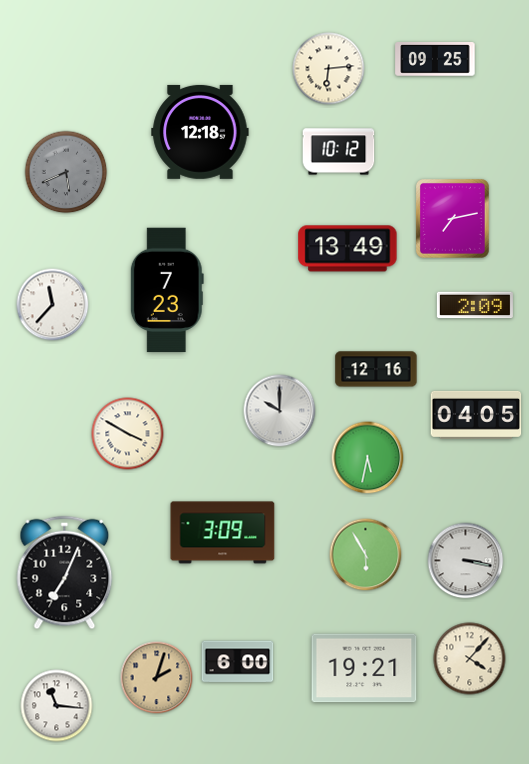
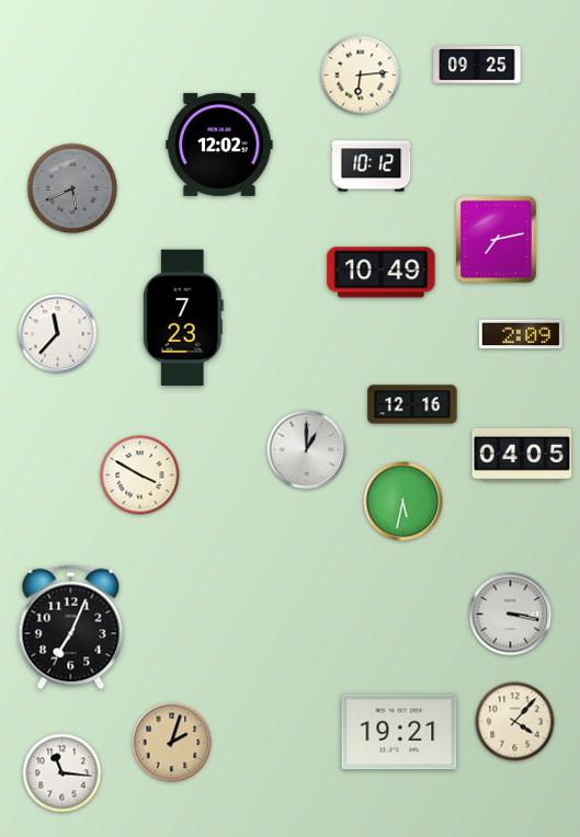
clock at (200, 132): 12:18 -> 12:02
clock at (348, 249): 13:49 -> 10:49
clock at (280, 411): 10:00 -> 1:00
clock at (223, 533): 3:09 -> none
clock at (366, 555): 5:55 -> none
clock at (238, 662): 6:00 -> none
